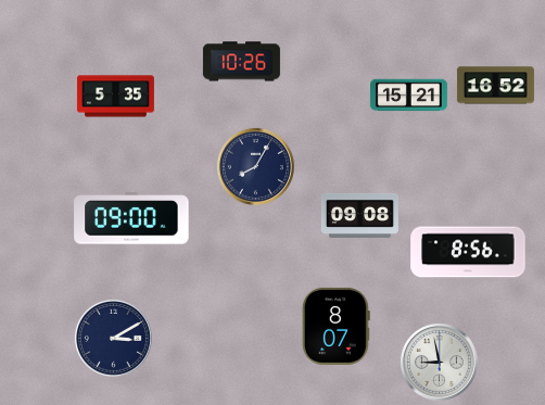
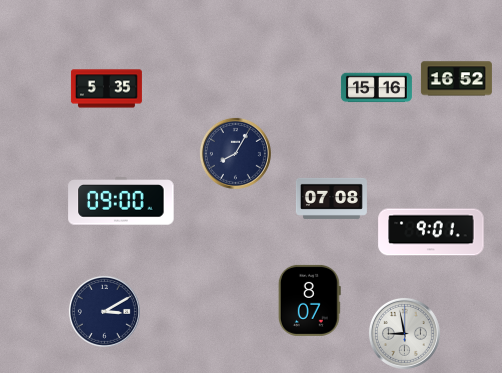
clock at (241, 62): 10:26 -> none
clock at (408, 96): 15:21 -> 15:16
clock at (359, 215): 09:08 -> 07:08
clock at (468, 252): 8:56 -> 9:01
